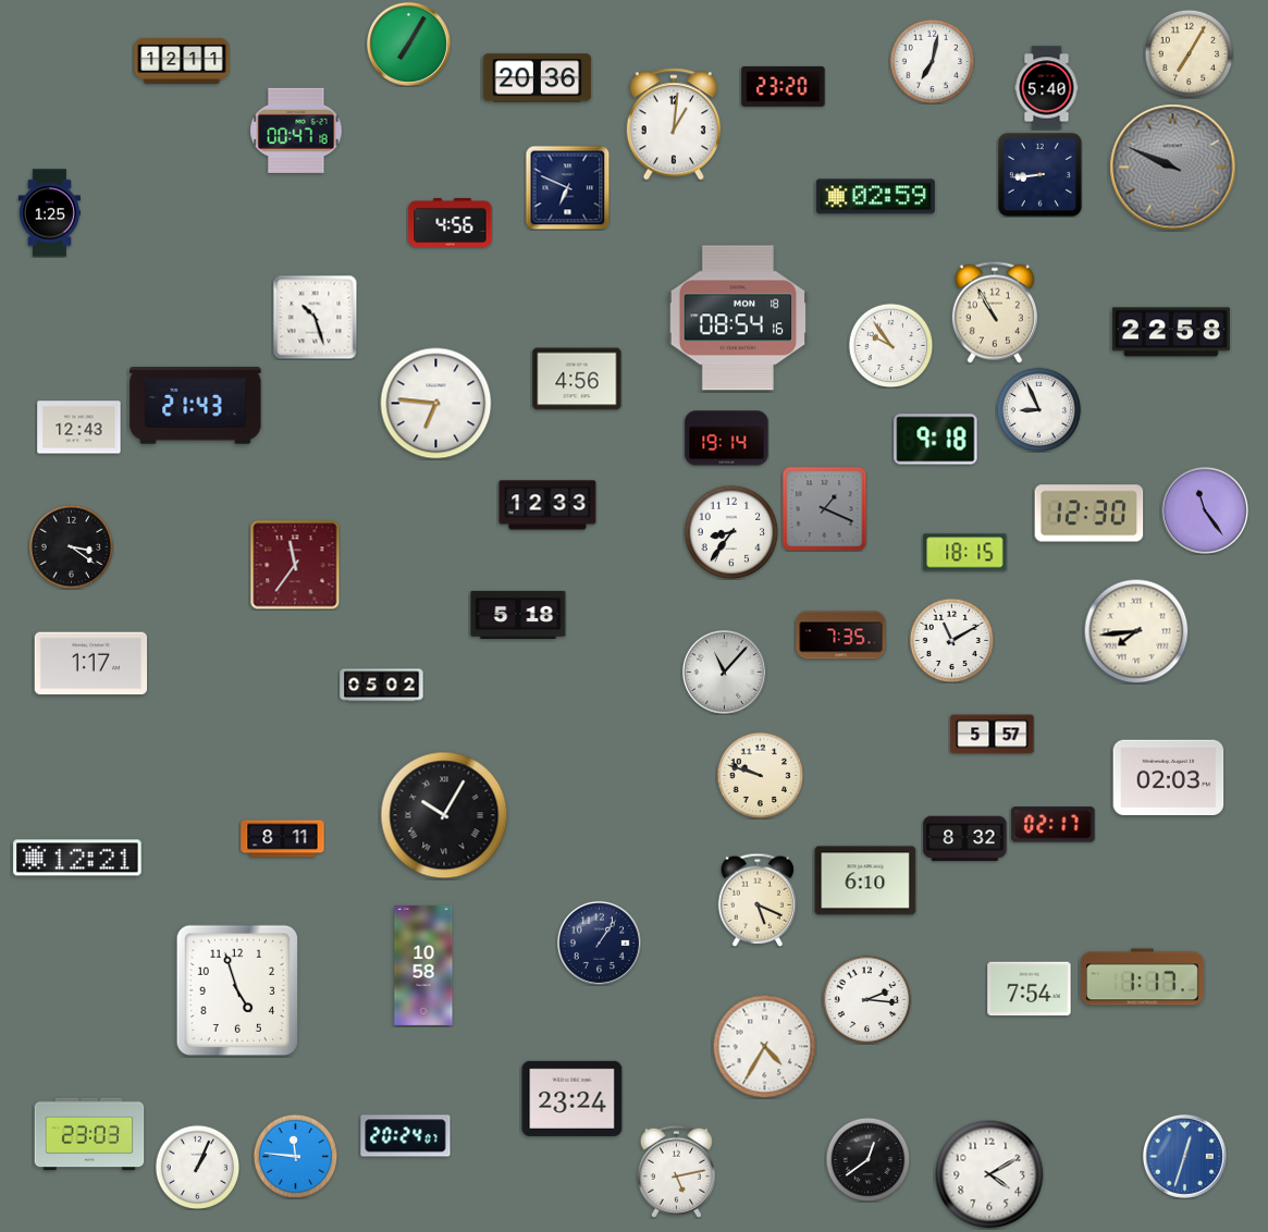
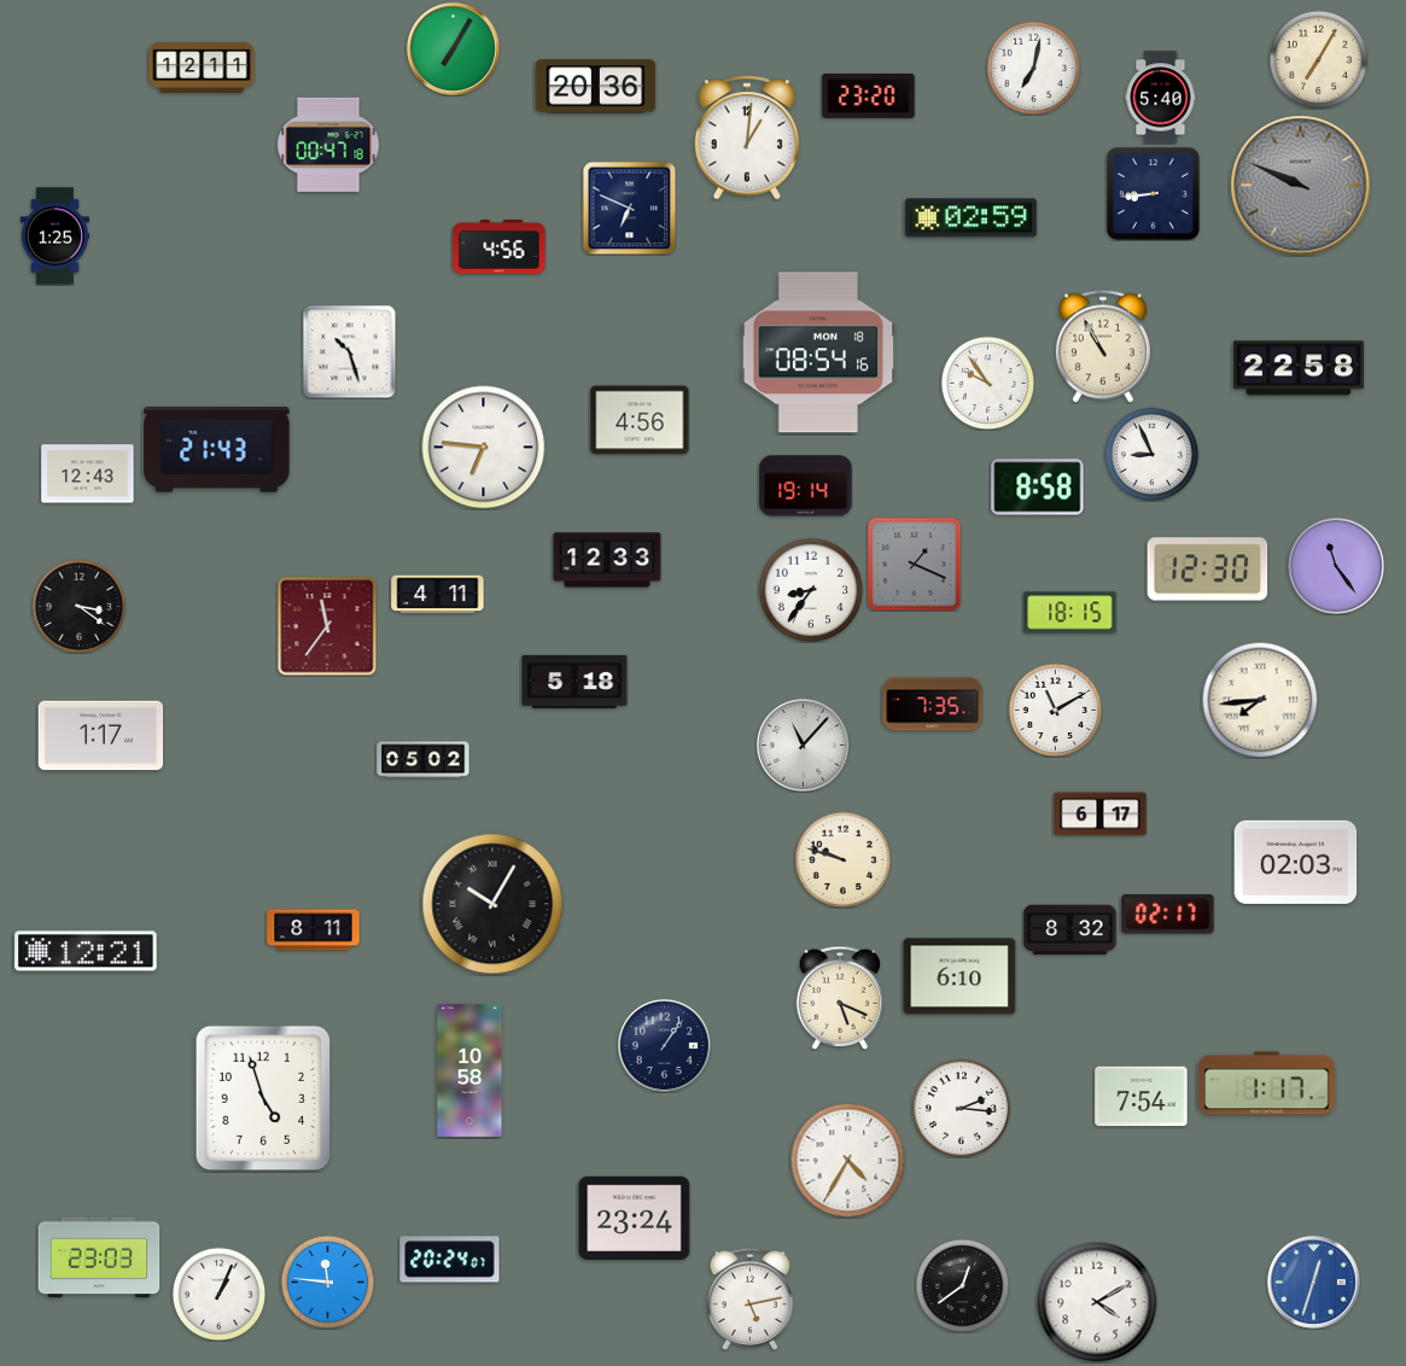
clock at (936, 440): 9:18 -> 8:58
clock at (438, 595): none -> 4:11
clock at (993, 735): 5:57 -> 6:17
